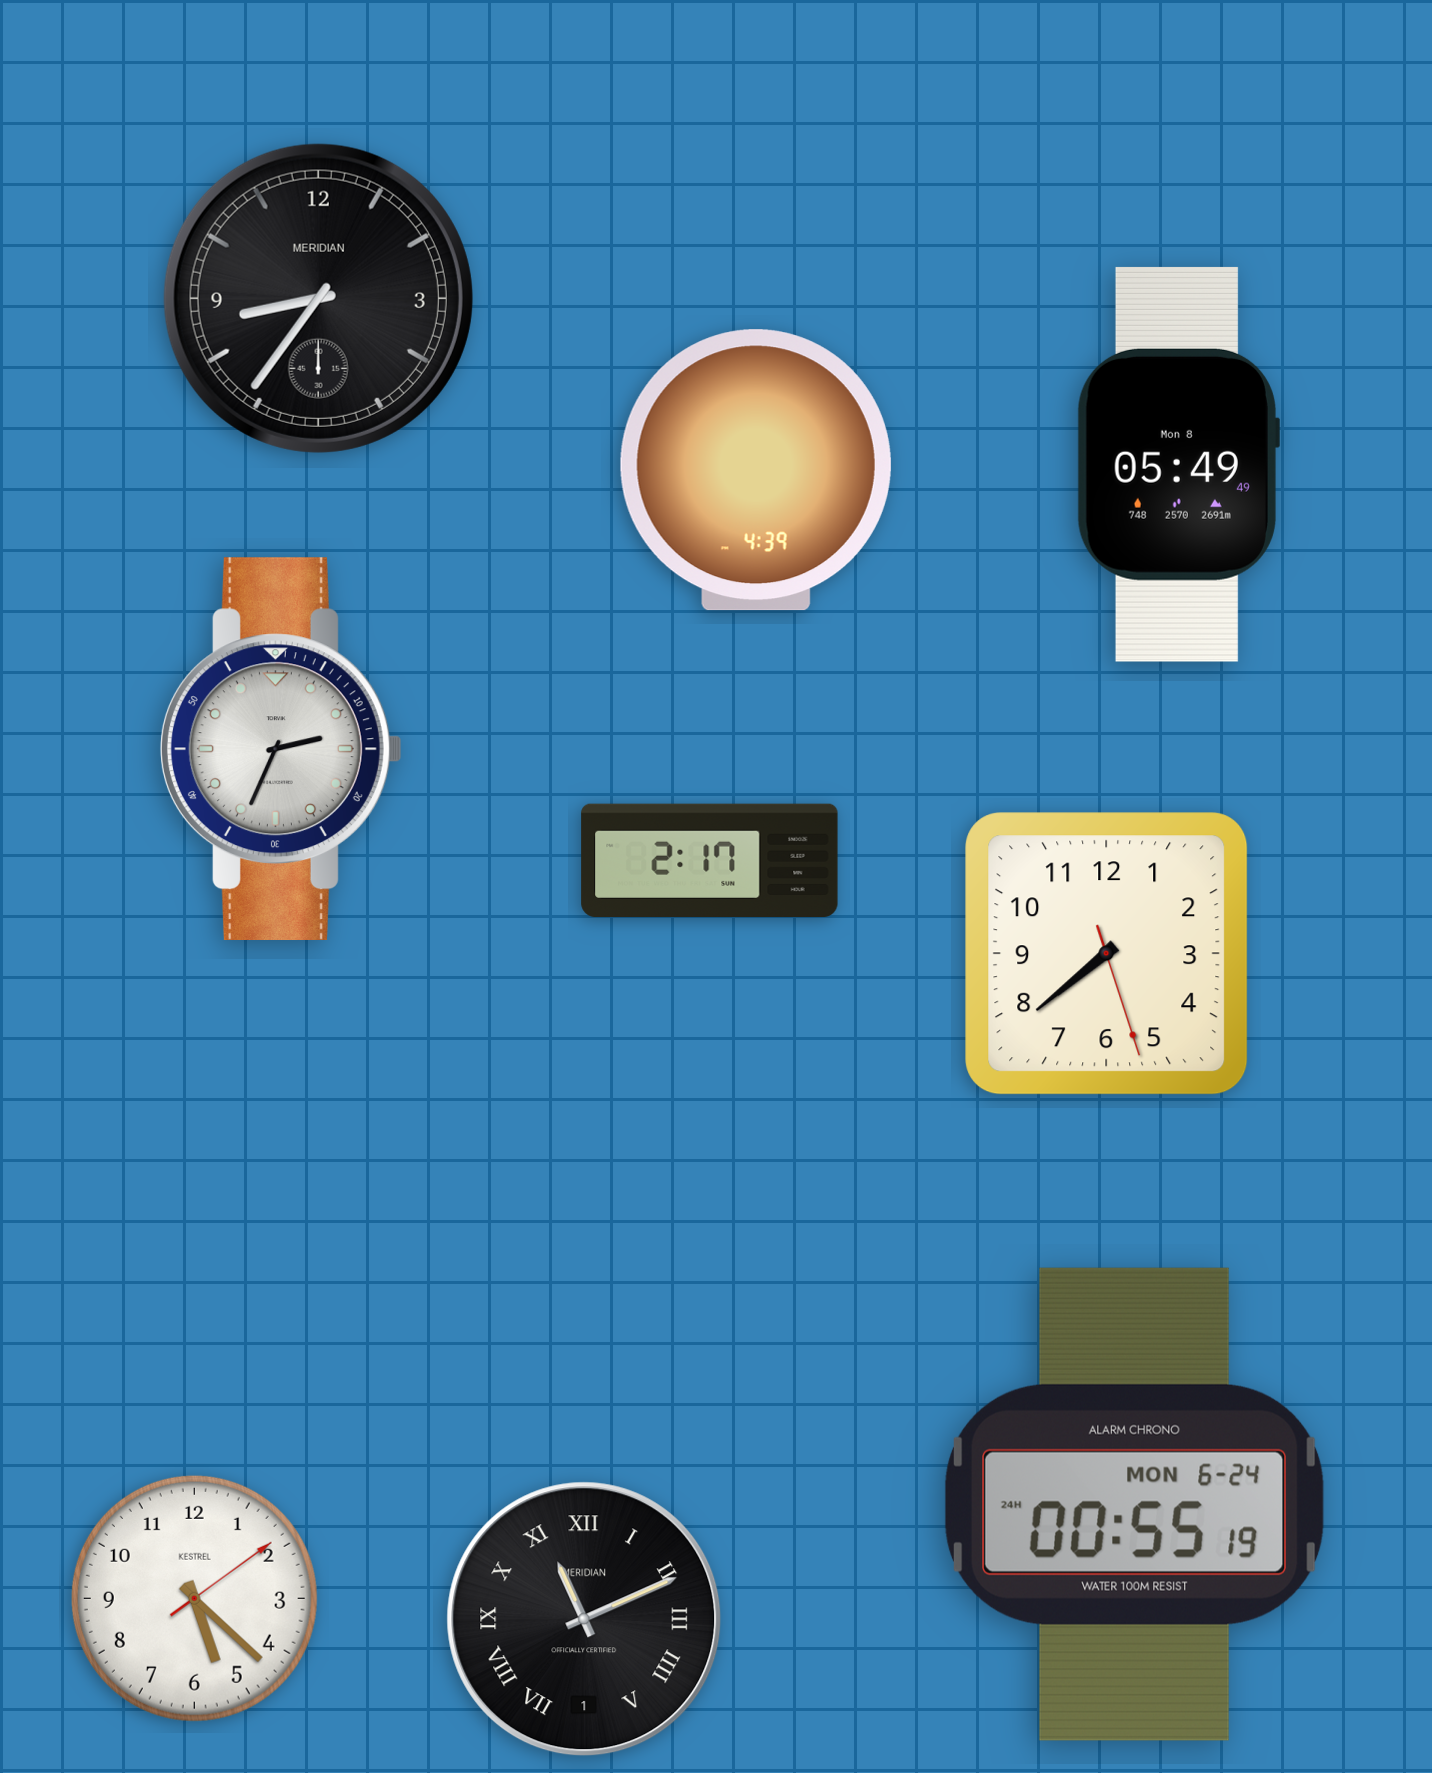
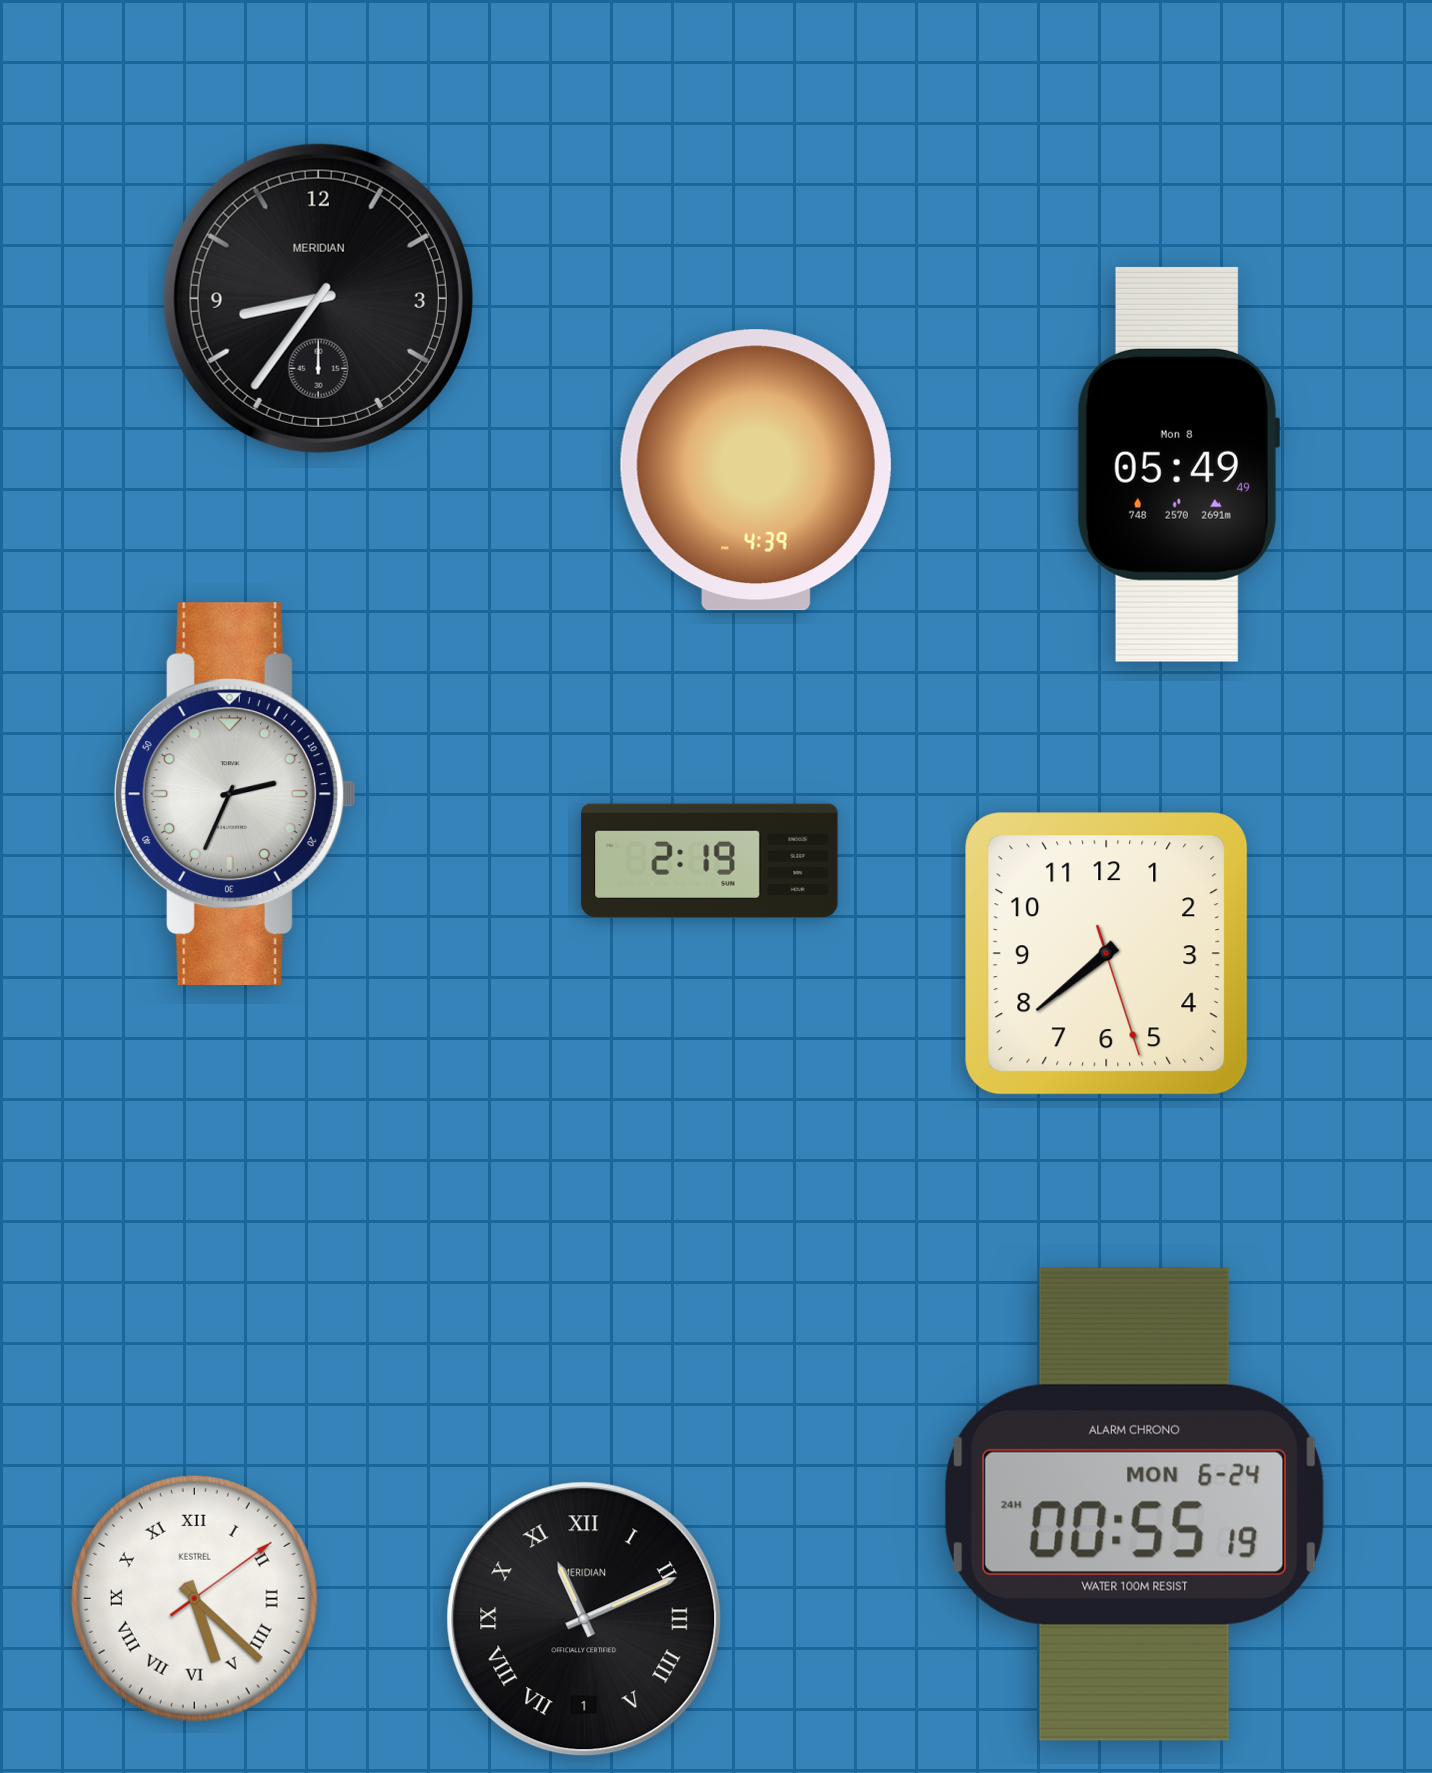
clock at (281, 748) position: (281, 748) -> (235, 793)
clock at (710, 860): 2:17 -> 2:19
clock at (194, 1598) numerals: Arabic -> Roman
